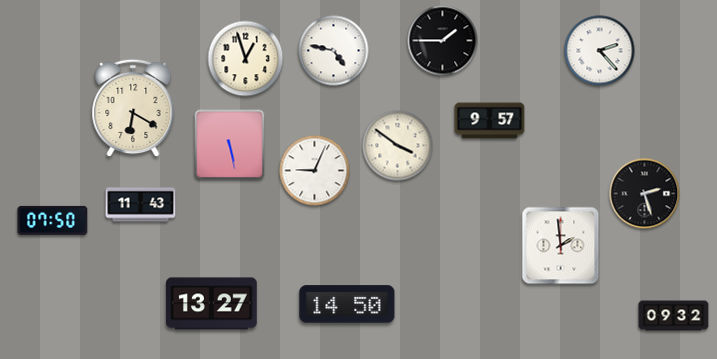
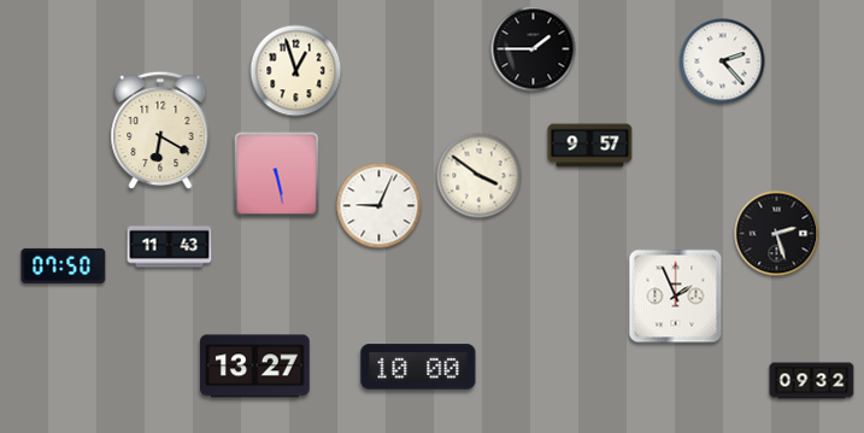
clock at (334, 51): 4:47 -> none
clock at (561, 246): 1:59 -> 1:56
clock at (347, 304): 14:50 -> 10:00
